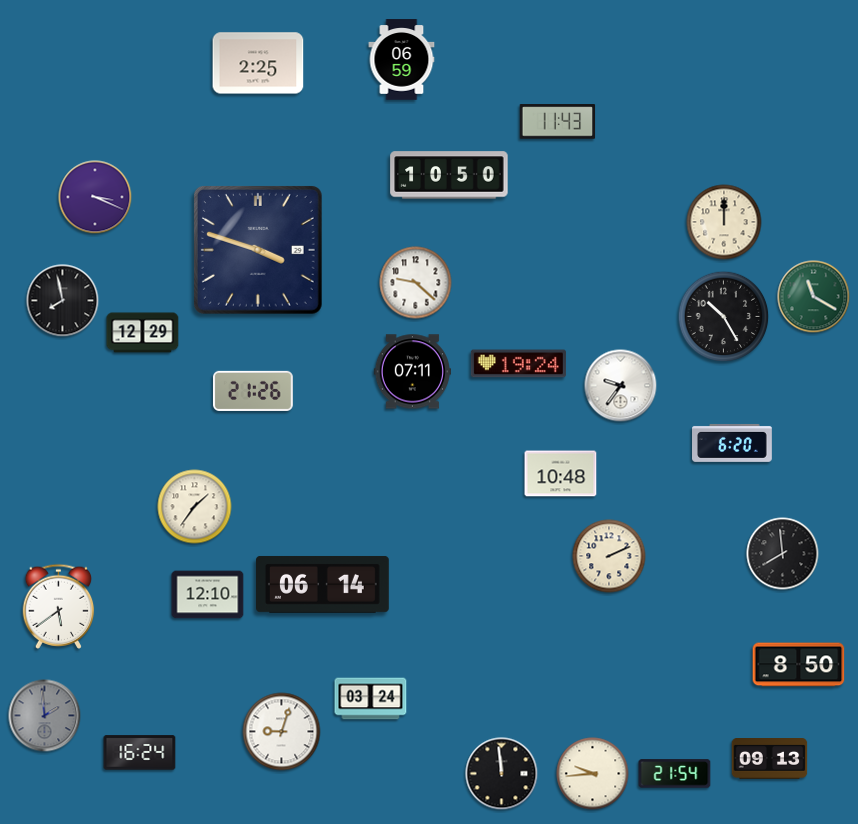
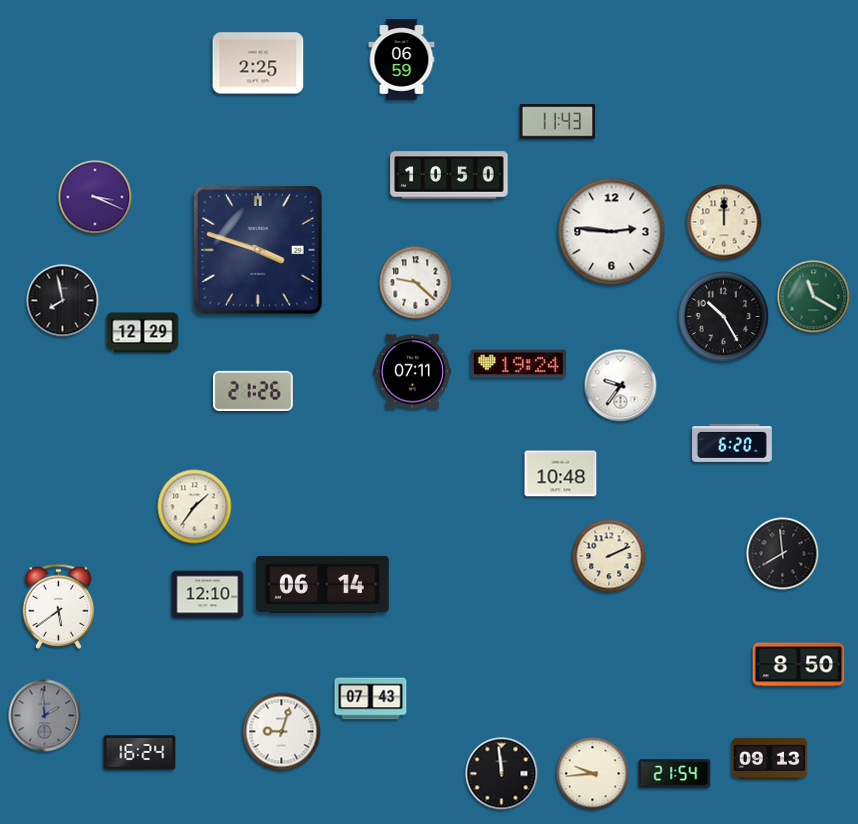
clock at (612, 232): none -> 2:46
clock at (371, 699): 03:24 -> 07:43
